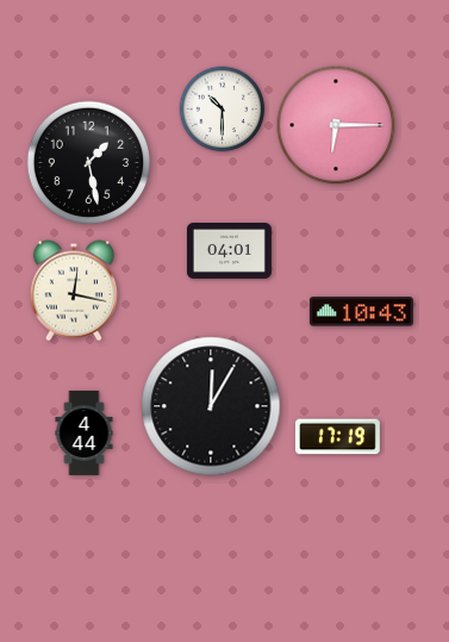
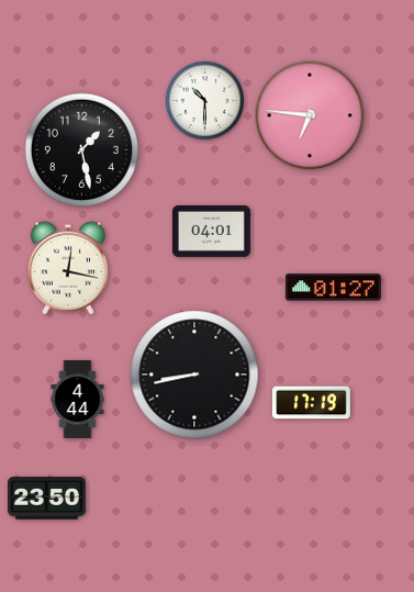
clock at (336, 125): 6:15 -> 6:46
clock at (361, 312): 10:43 -> 01:27
clock at (211, 406): 12:05 -> 8:43
clock at (46, 499): none -> 23:50
